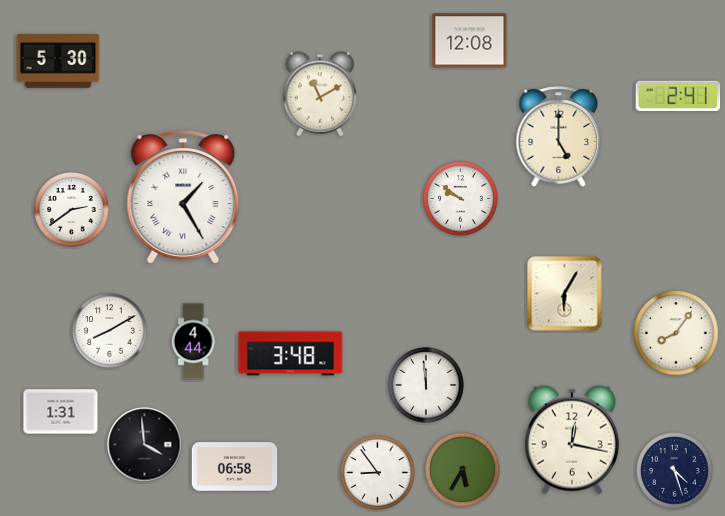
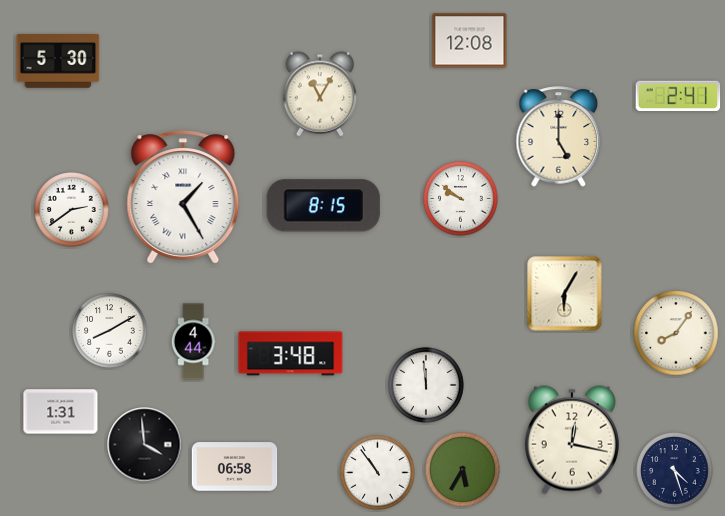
clock at (320, 94): 11:10 -> 11:05
clock at (323, 206): none -> 8:15
clock at (378, 473): 8:54 -> 10:54
